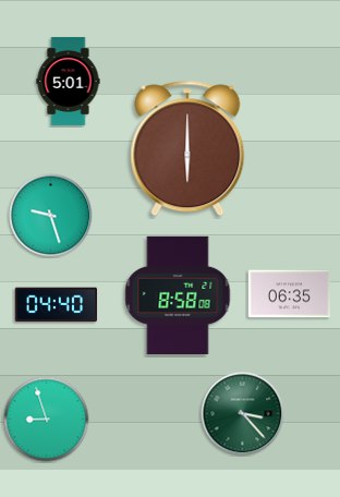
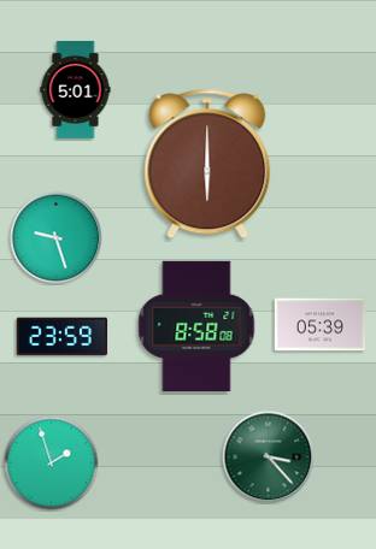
clock at (290, 294): 06:35 -> 05:39
clock at (57, 305): 04:40 -> 23:59
clock at (47, 420): 8:57 -> 1:57
